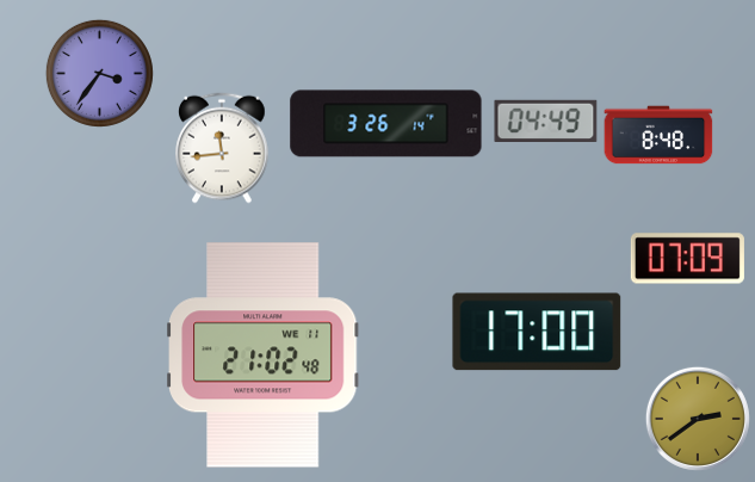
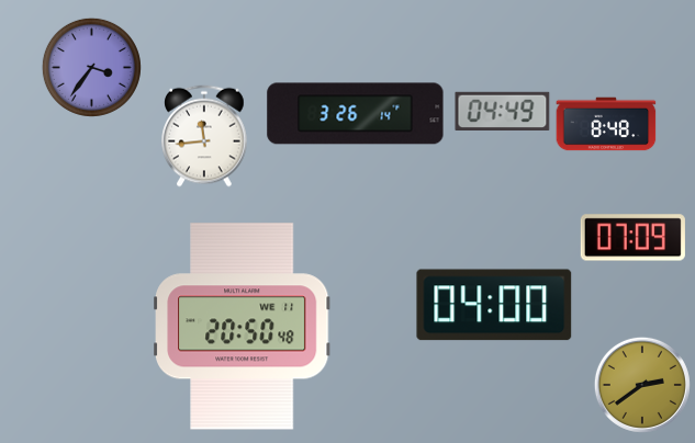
clock at (537, 332): 17:00 -> 04:00
clock at (264, 356): 21:02 -> 20:50
